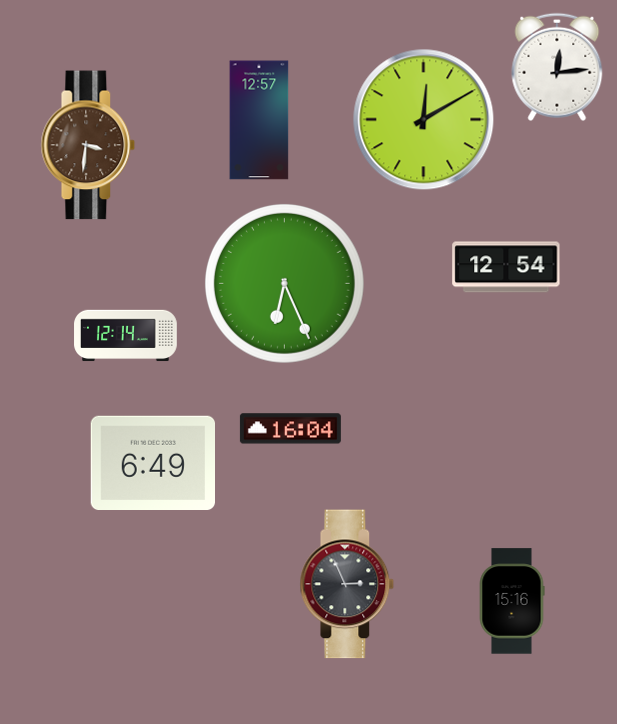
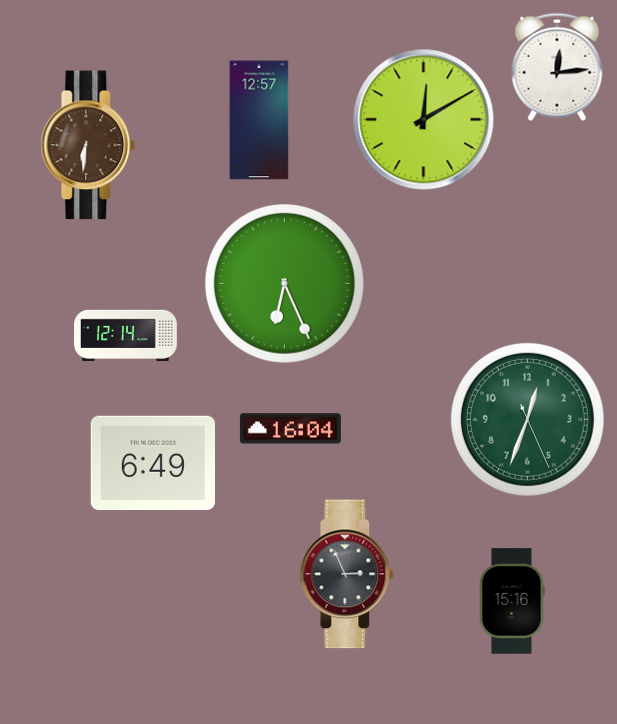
clock at (88, 145): 3:31 -> 6:31
clock at (506, 267): 12:54 -> none
clock at (527, 419): none -> 12:33
clock at (347, 584) position: (347, 584) -> (347, 574)
